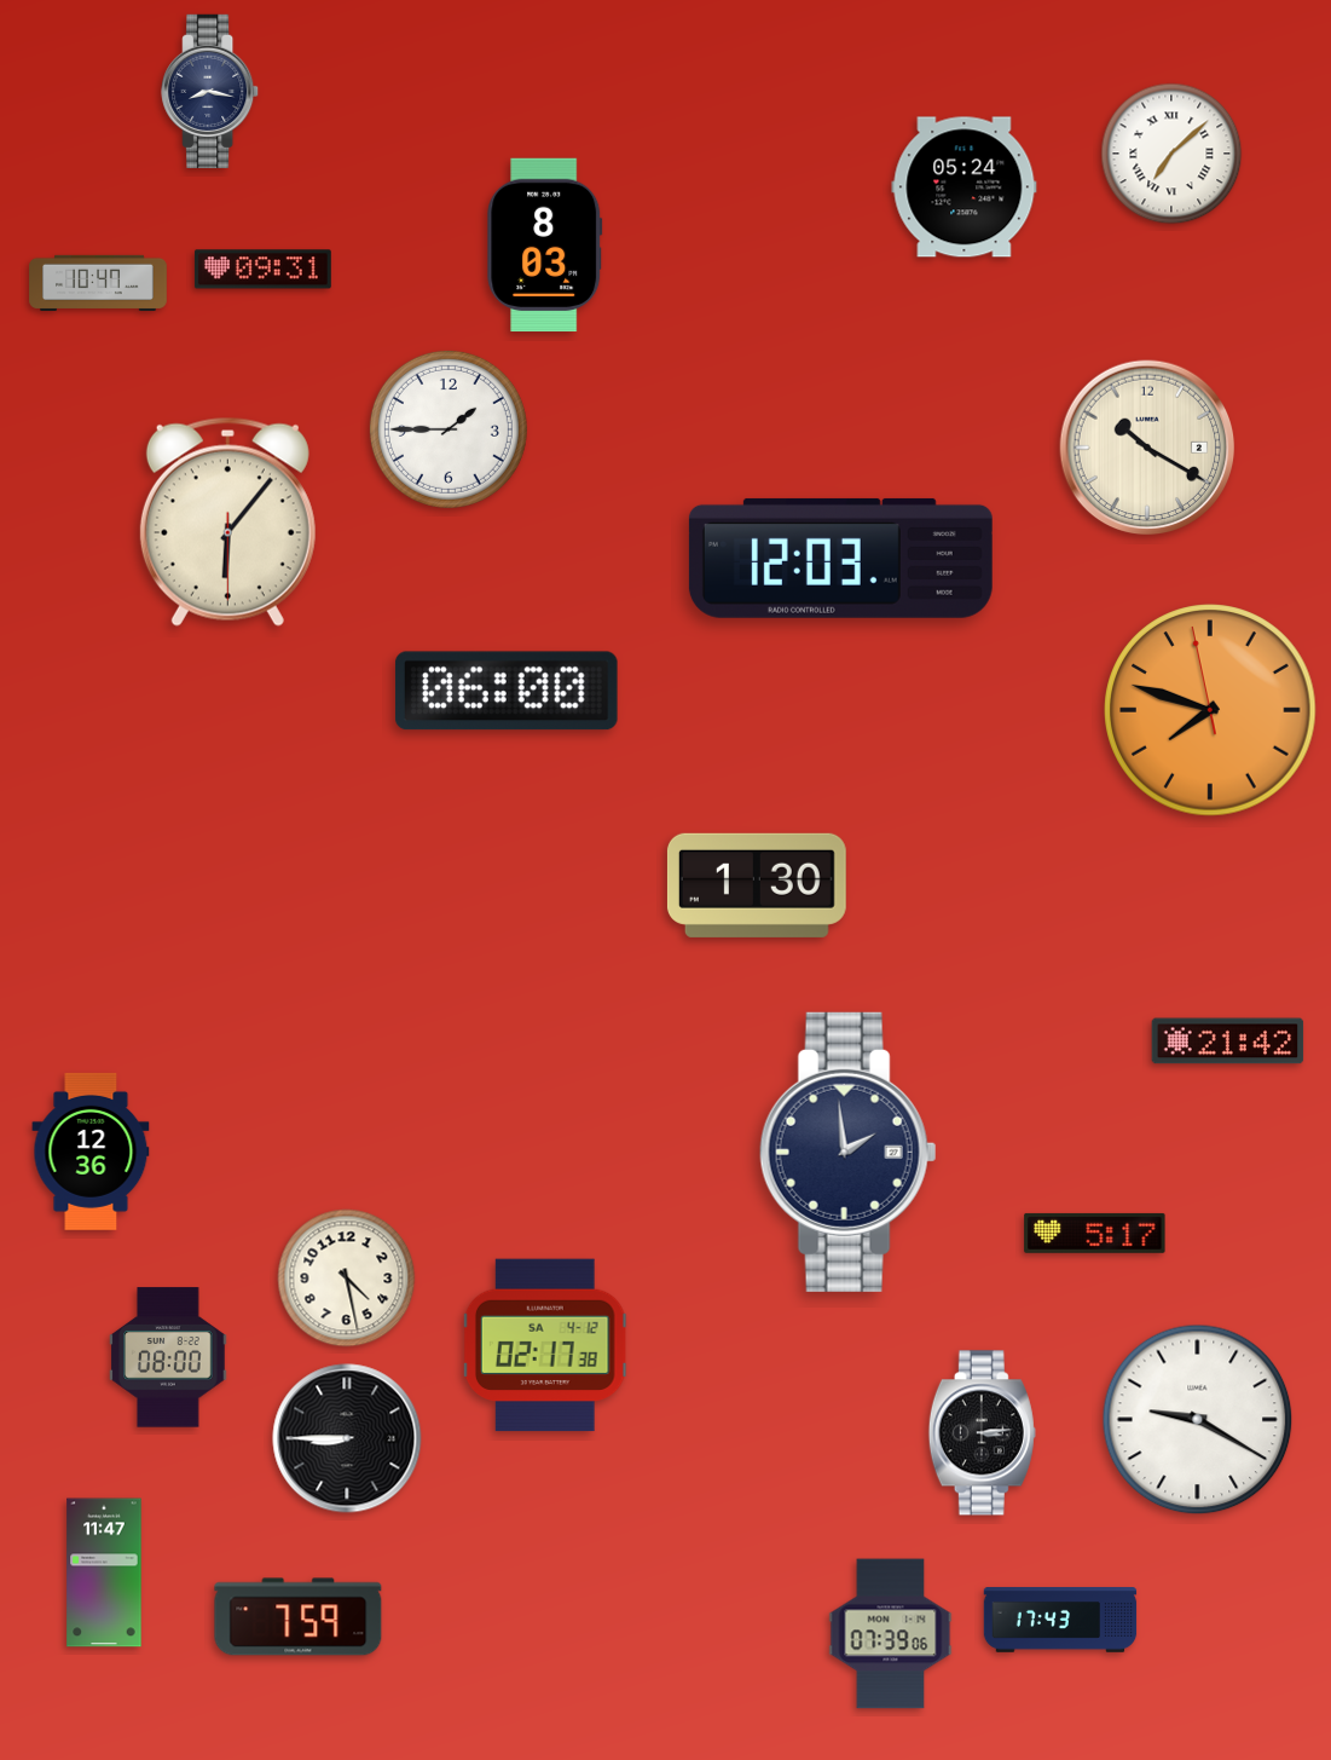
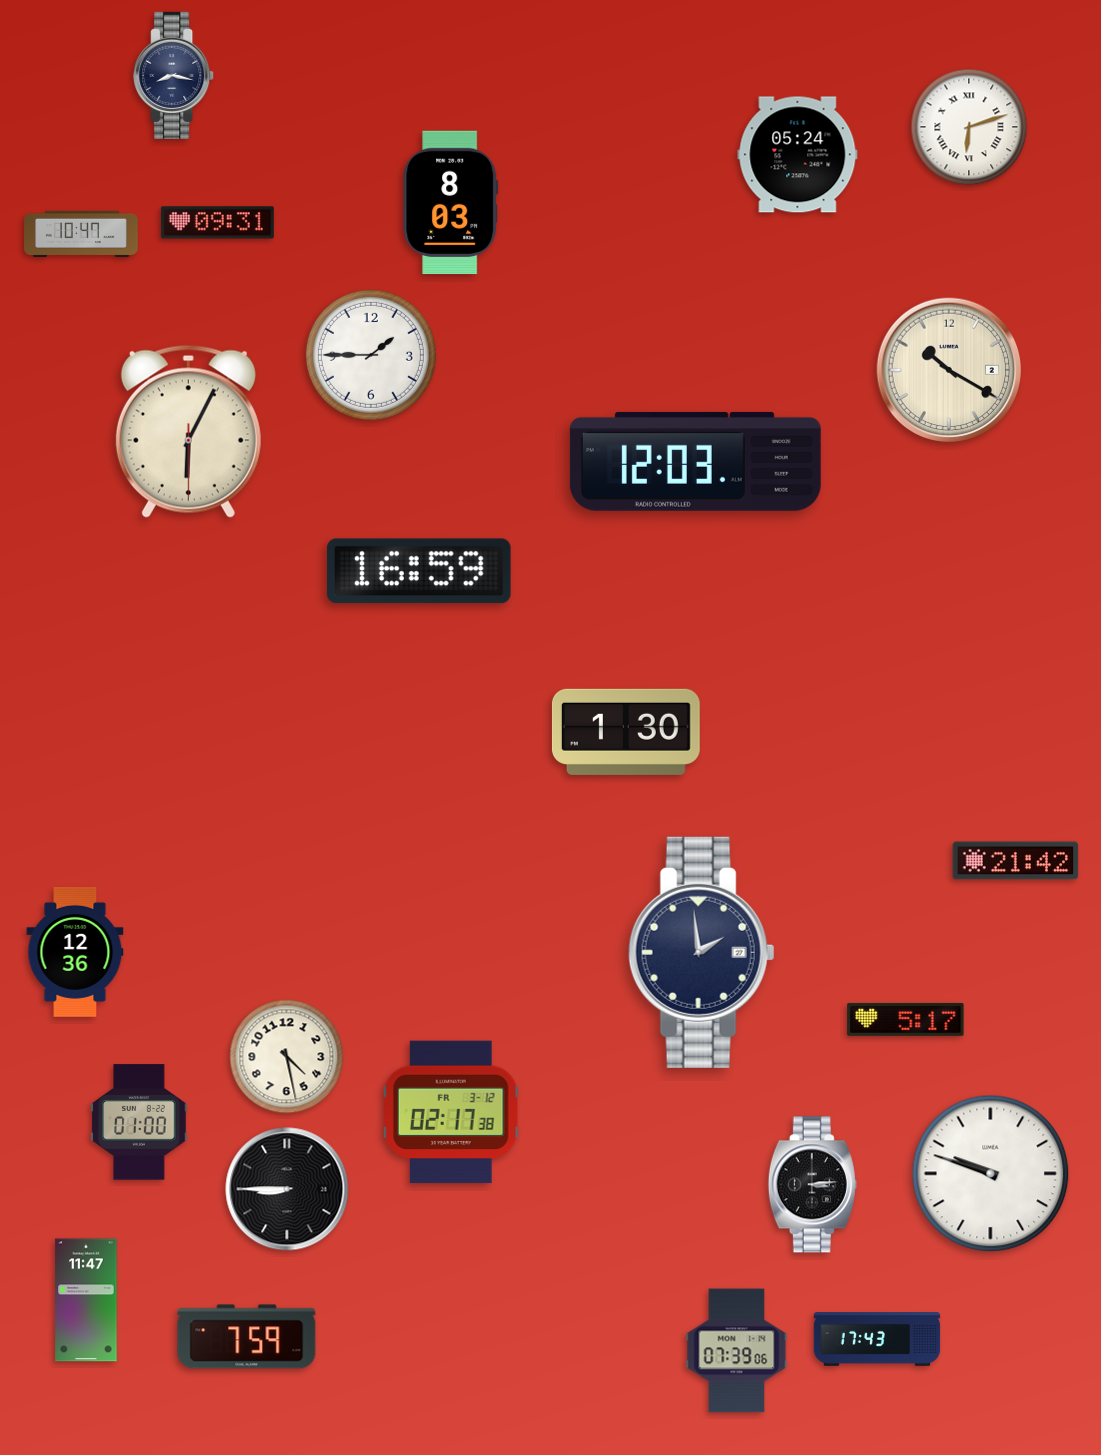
clock at (1171, 154): 7:08 -> 6:12
clock at (227, 521): 6:06 -> 6:04
clock at (507, 691): 06:00 -> 16:59
clock at (1210, 710): 7:47 -> none
clock at (545, 1345) date: SA 4-12 -> FR 3-12
clock at (168, 1357): 08:00 -> 01:00
clock at (1198, 1420): 9:20 -> 9:48
